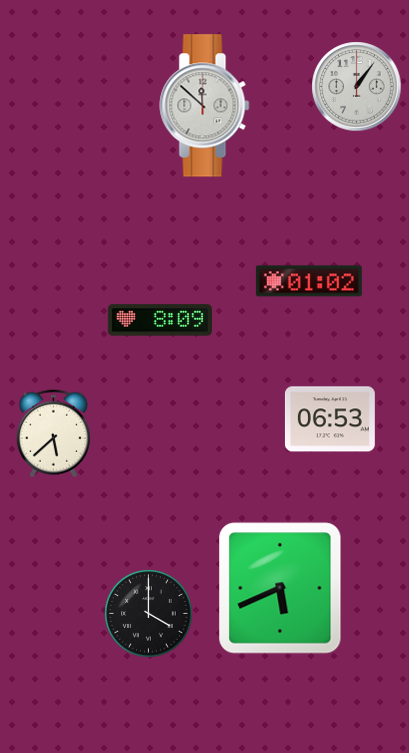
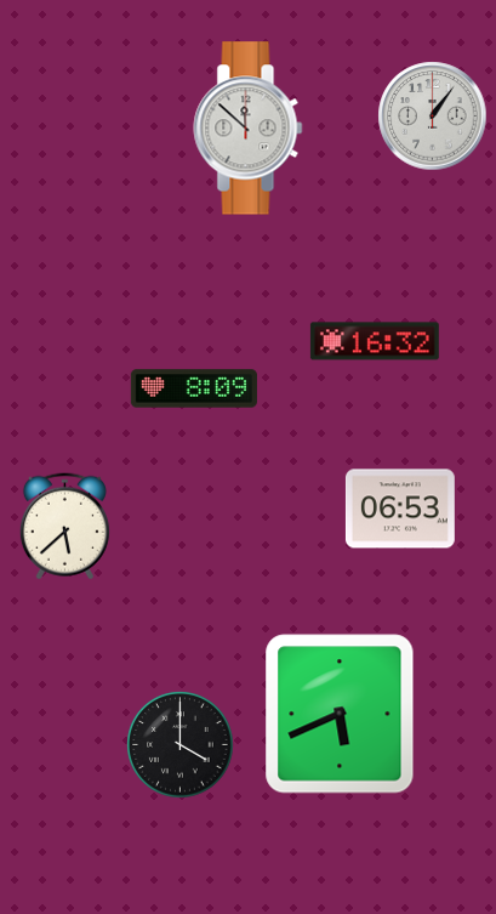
clock at (357, 87) position: (357, 87) -> (433, 117)
clock at (309, 281): 01:02 -> 16:32
